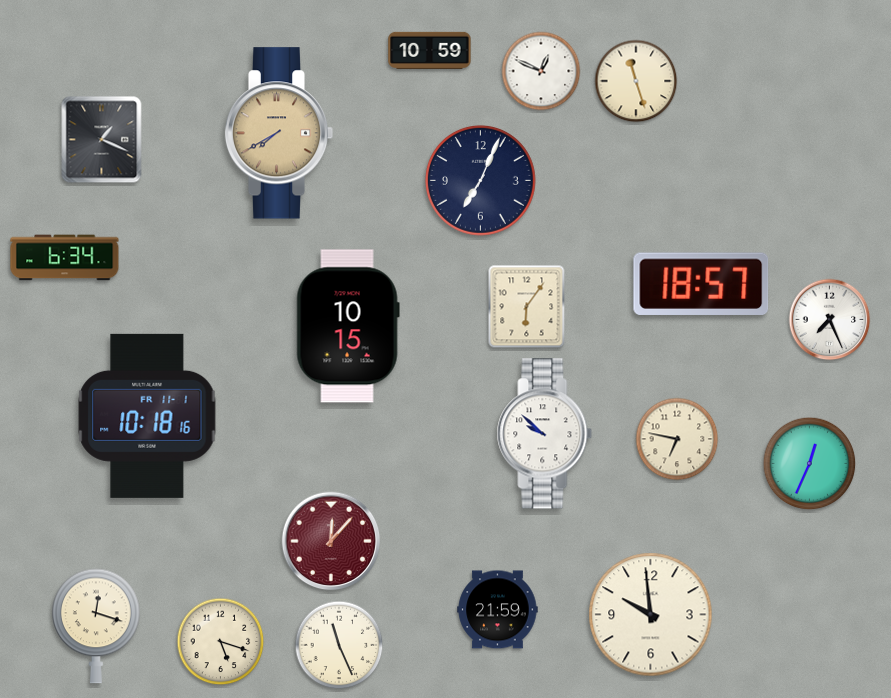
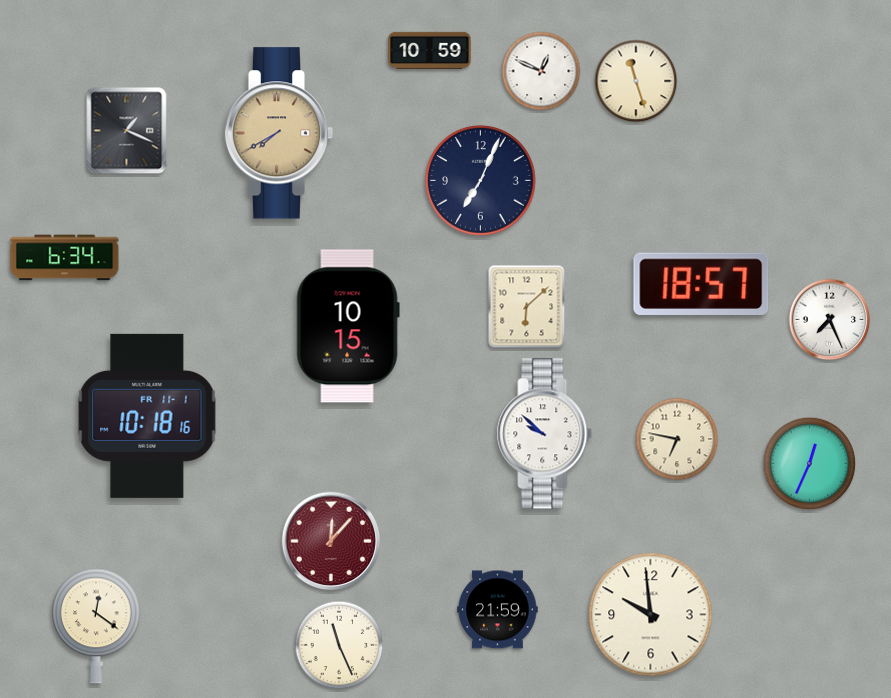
clock at (102, 140) position: (102, 140) -> (127, 131)
clock at (527, 307): 6:06 -> 6:08
clock at (97, 626): 12:18 -> 12:21
clock at (221, 642): 5:18 -> none
